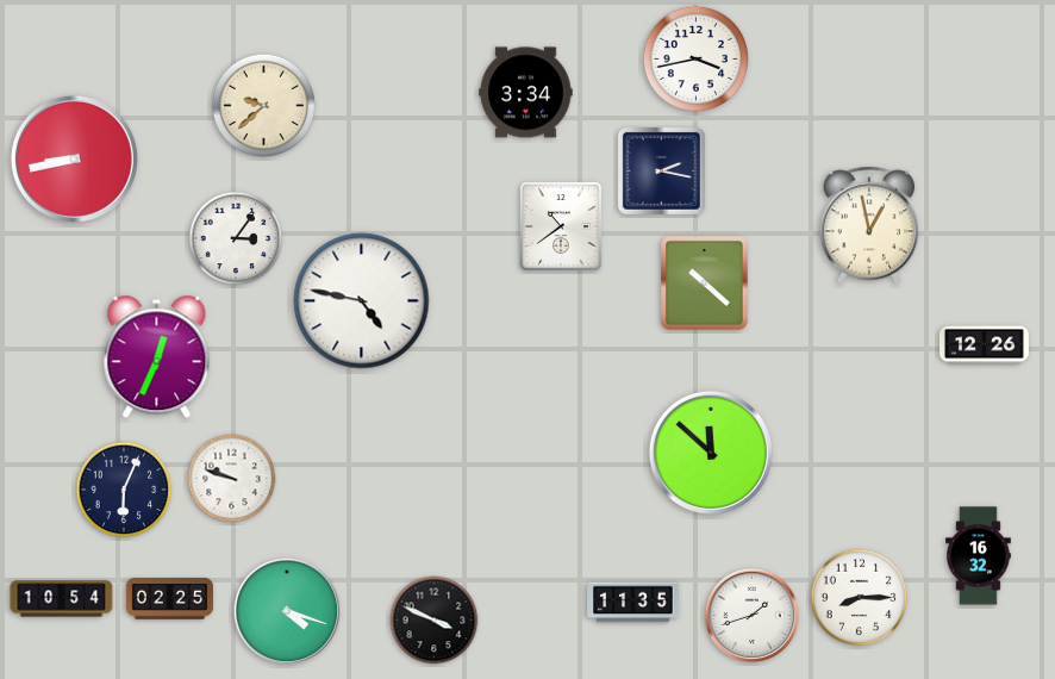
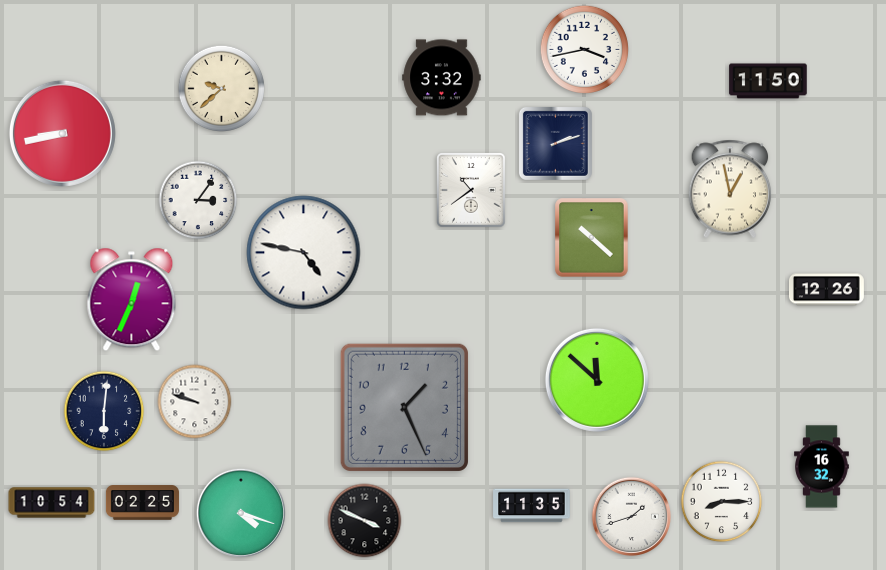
clock at (526, 93): 3:34 -> 3:32
clock at (768, 81): none -> 11:50
clock at (661, 170): 2:17 -> 2:12
clock at (404, 407): none -> 1:26
clock at (124, 490): 6:04 -> 6:01
